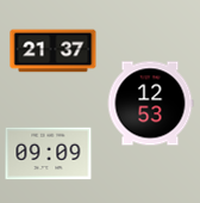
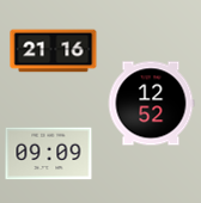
clock at (54, 51): 21:37 -> 21:16
clock at (150, 104): 12:53 -> 12:52
